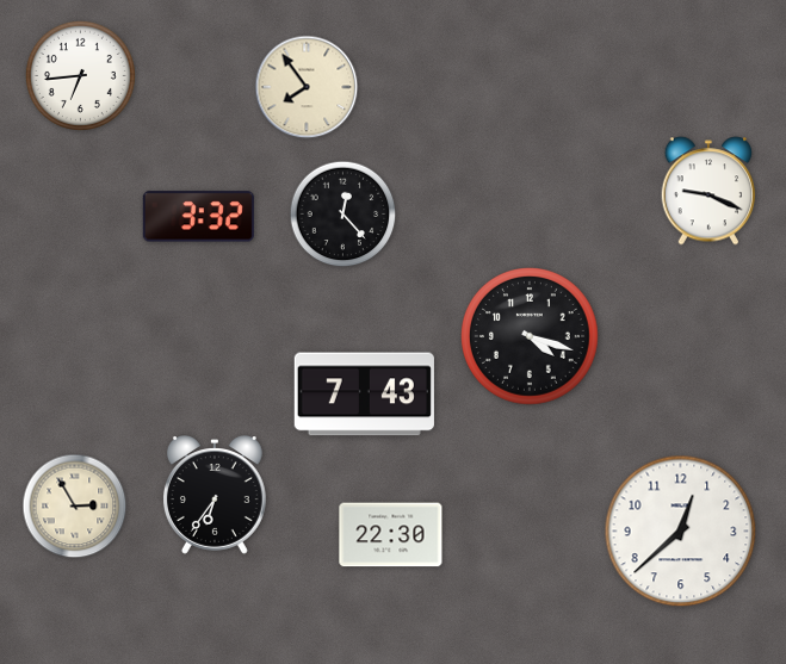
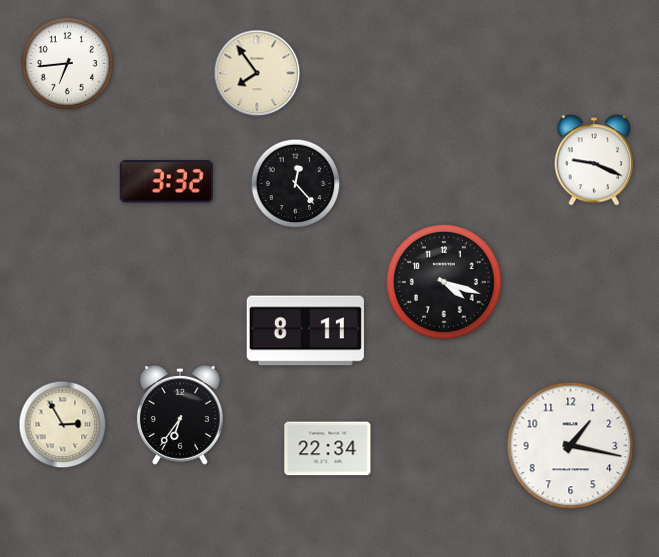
clock at (344, 215) position: (344, 215) -> (296, 184)
clock at (364, 395): 7:43 -> 8:11
clock at (681, 532): 12:38 -> 1:17
clock at (391, 535): 22:30 -> 22:34
